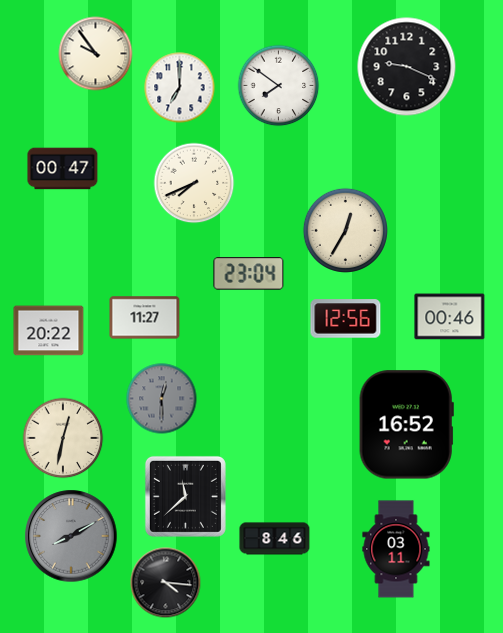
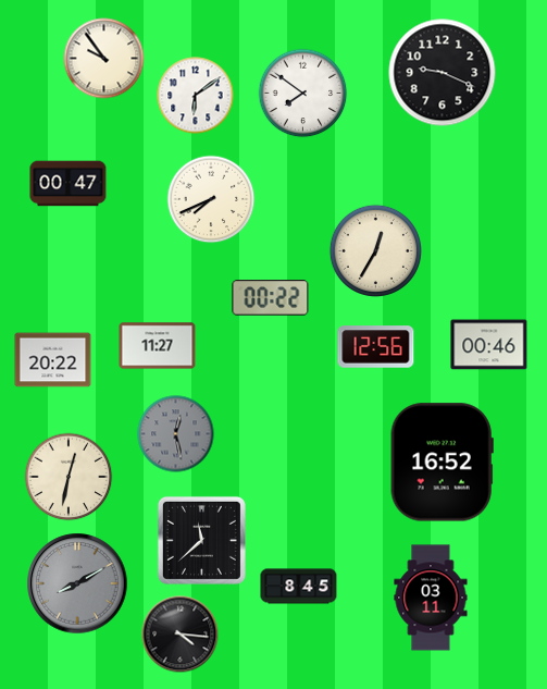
clock at (180, 88): 7:00 -> 6:09
clock at (249, 274): 23:04 -> 00:22
clock at (162, 399): 12:30 -> 12:28
clock at (275, 539): 8:46 -> 8:45
